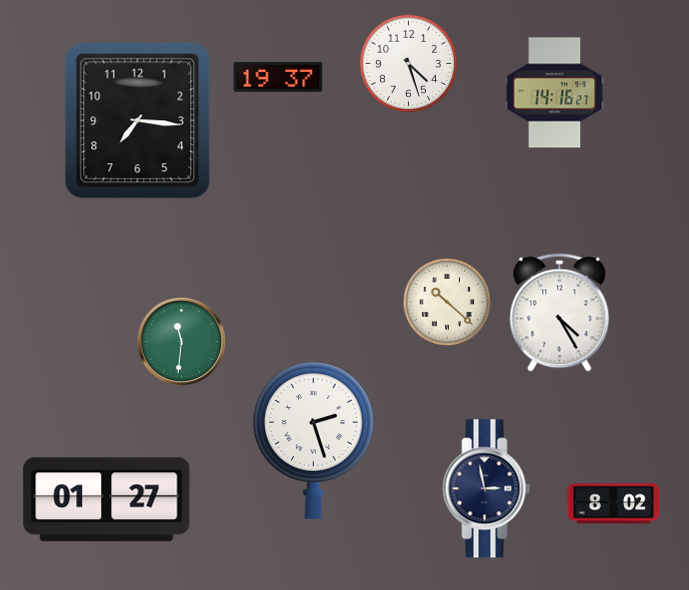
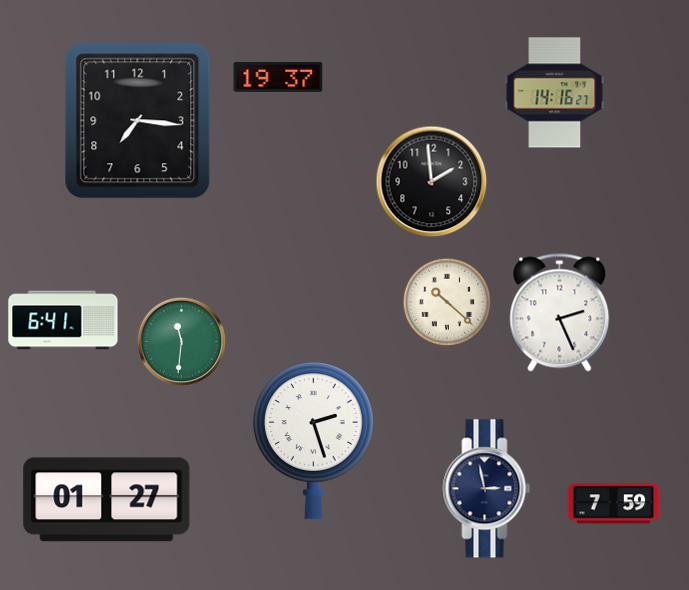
clock at (408, 63): 4:27 -> none
clock at (432, 182): none -> 1:59
clock at (560, 313): 4:25 -> 2:26
clock at (63, 320): none -> 6:41
clock at (614, 504): 8:02 -> 7:59
